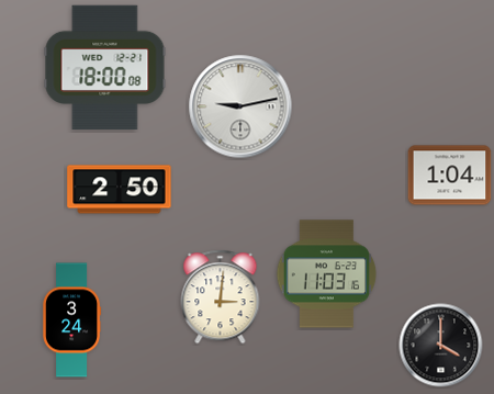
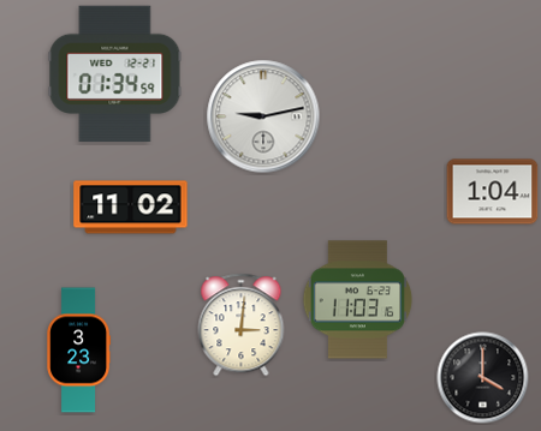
clock at (105, 68): 18:00 -> 01:34
clock at (120, 190): 2:50 -> 11:02
clock at (72, 320): 3:24 -> 3:23
